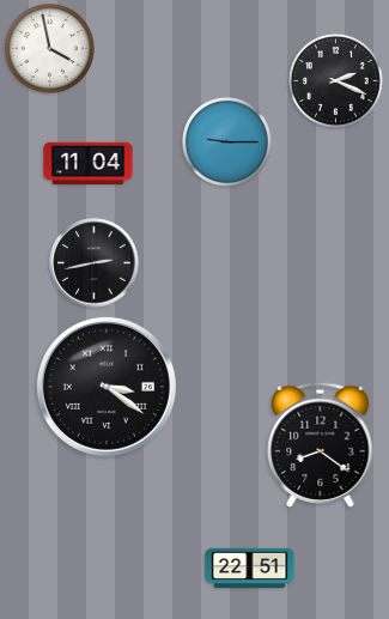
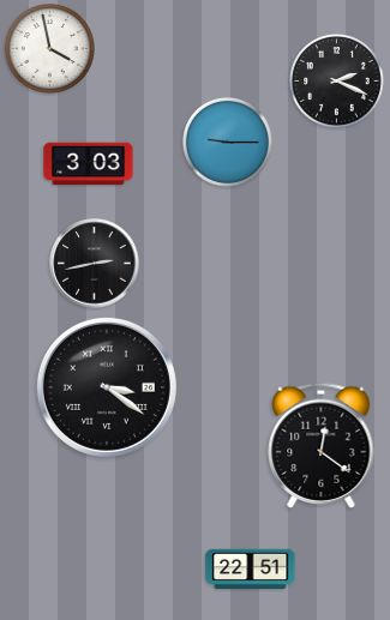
clock at (89, 164): 11:04 -> 3:03
clock at (321, 444): 8:21 -> 12:21
